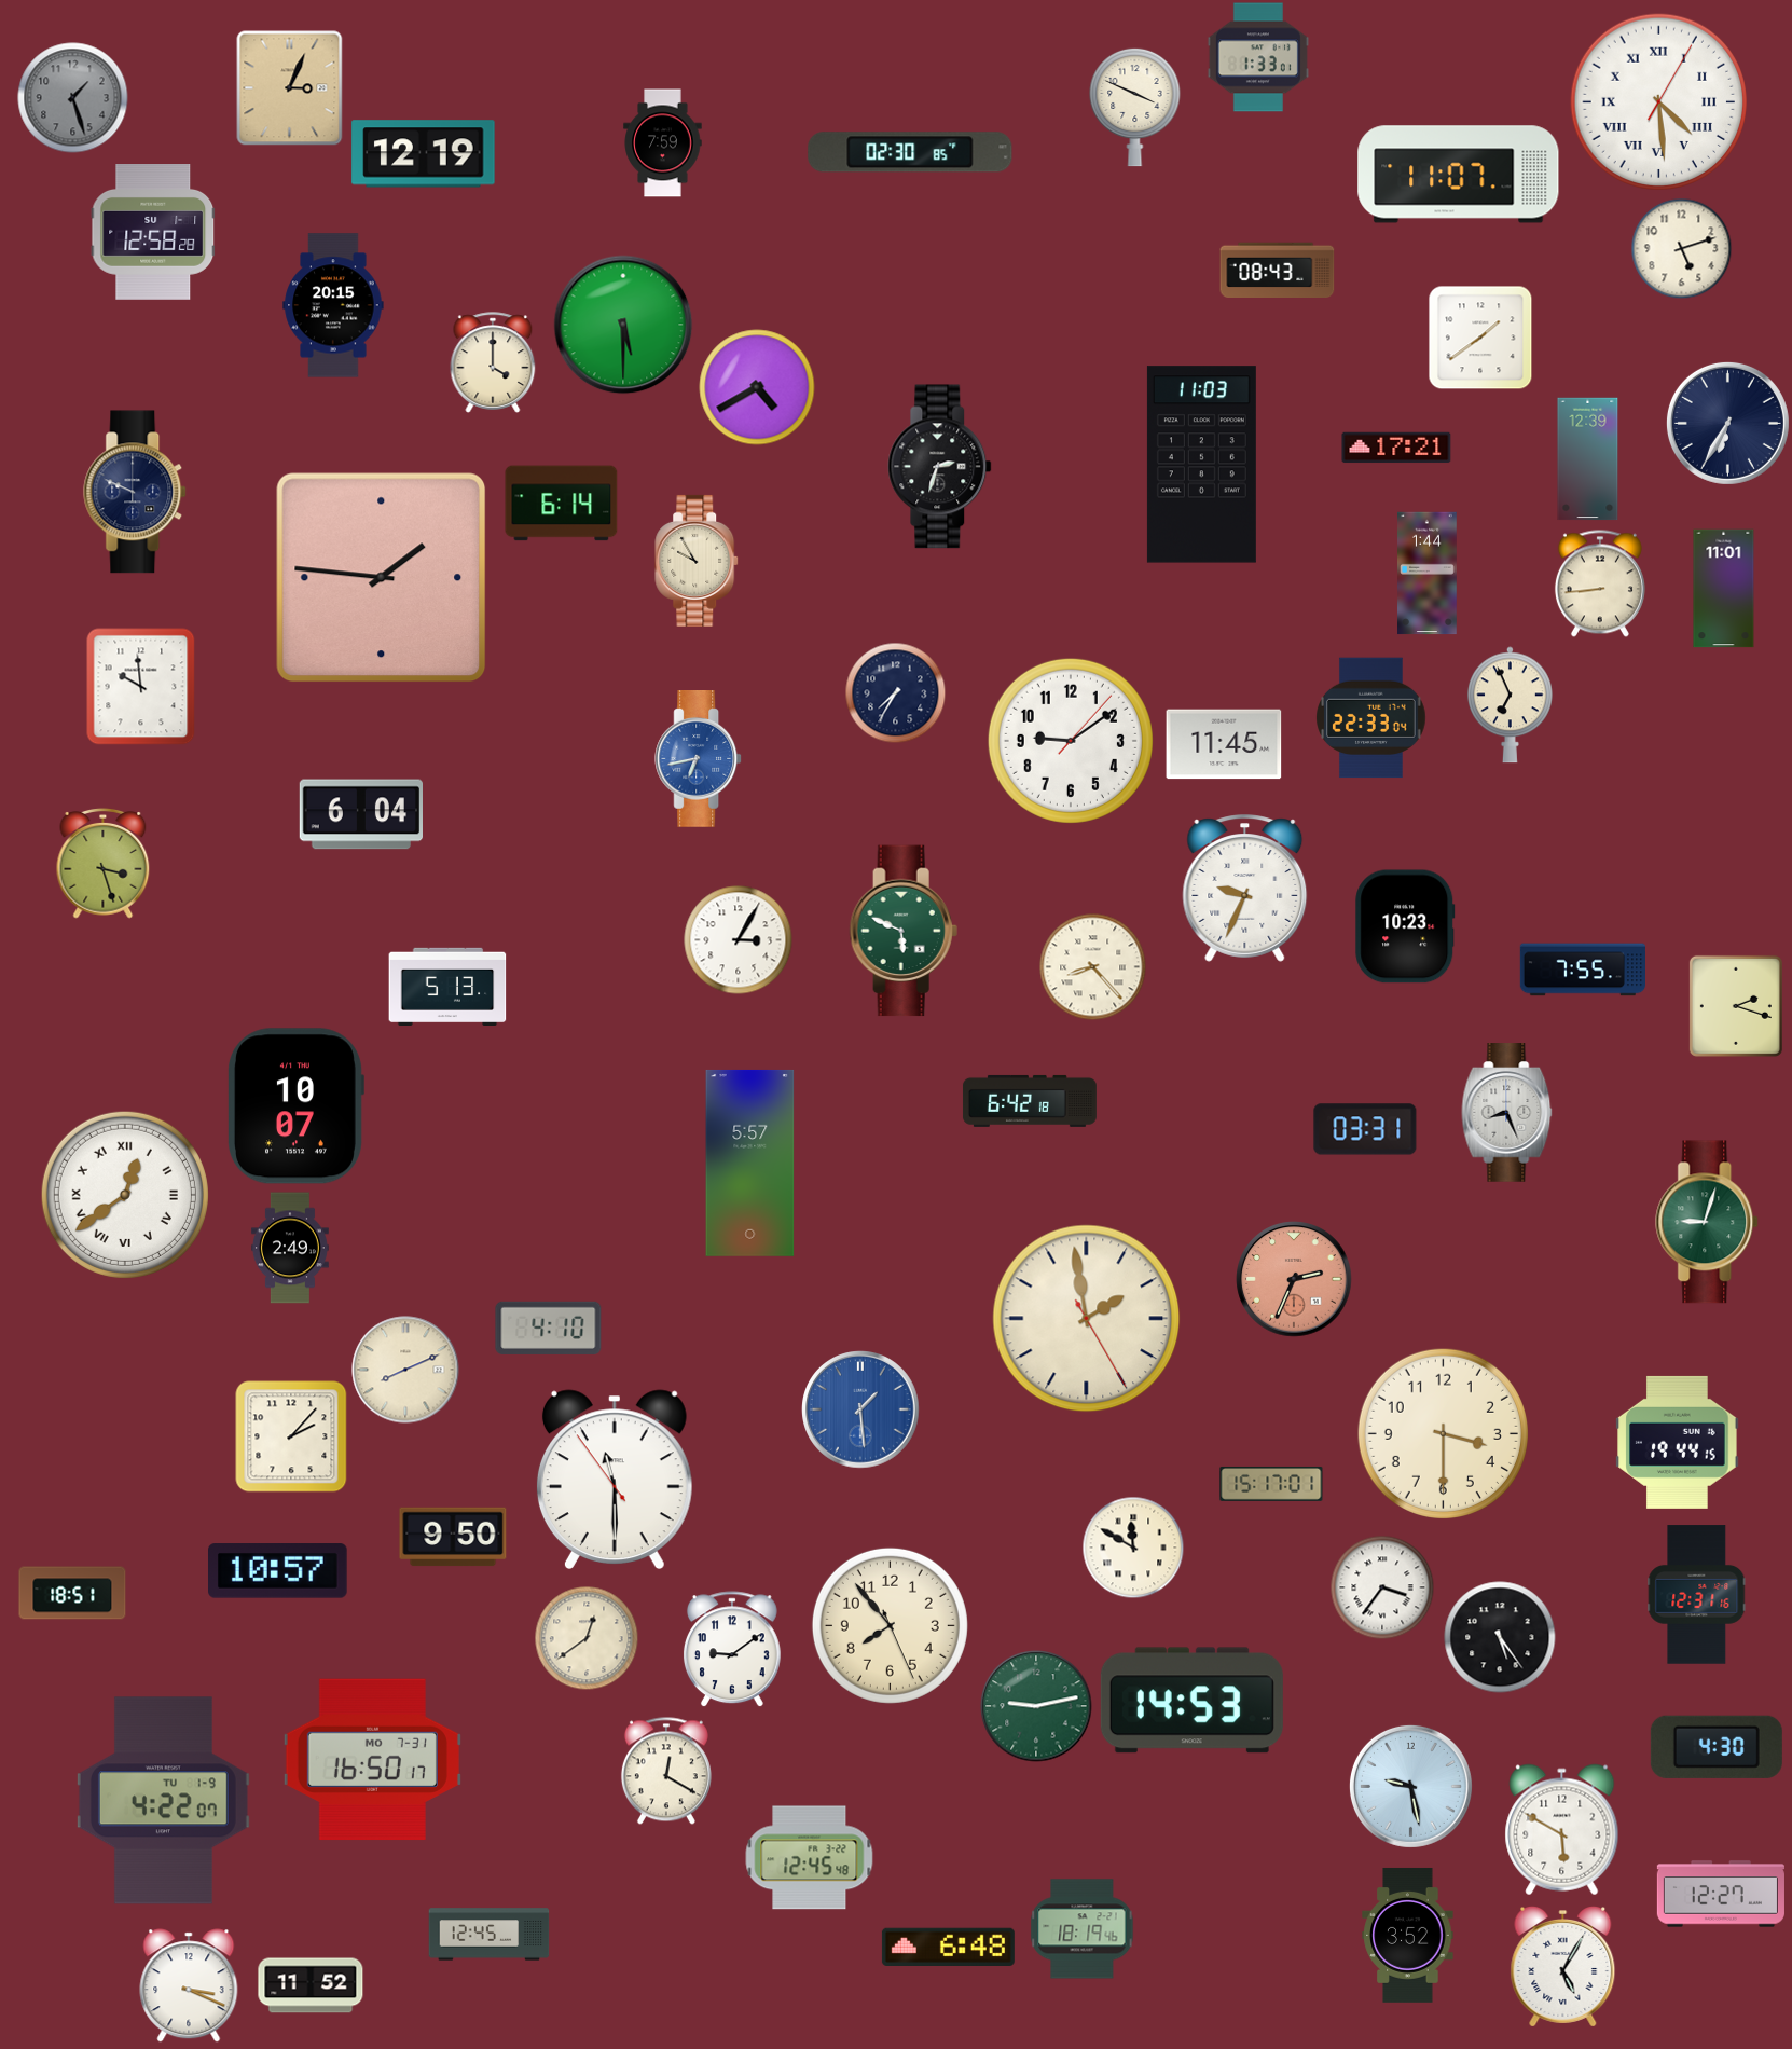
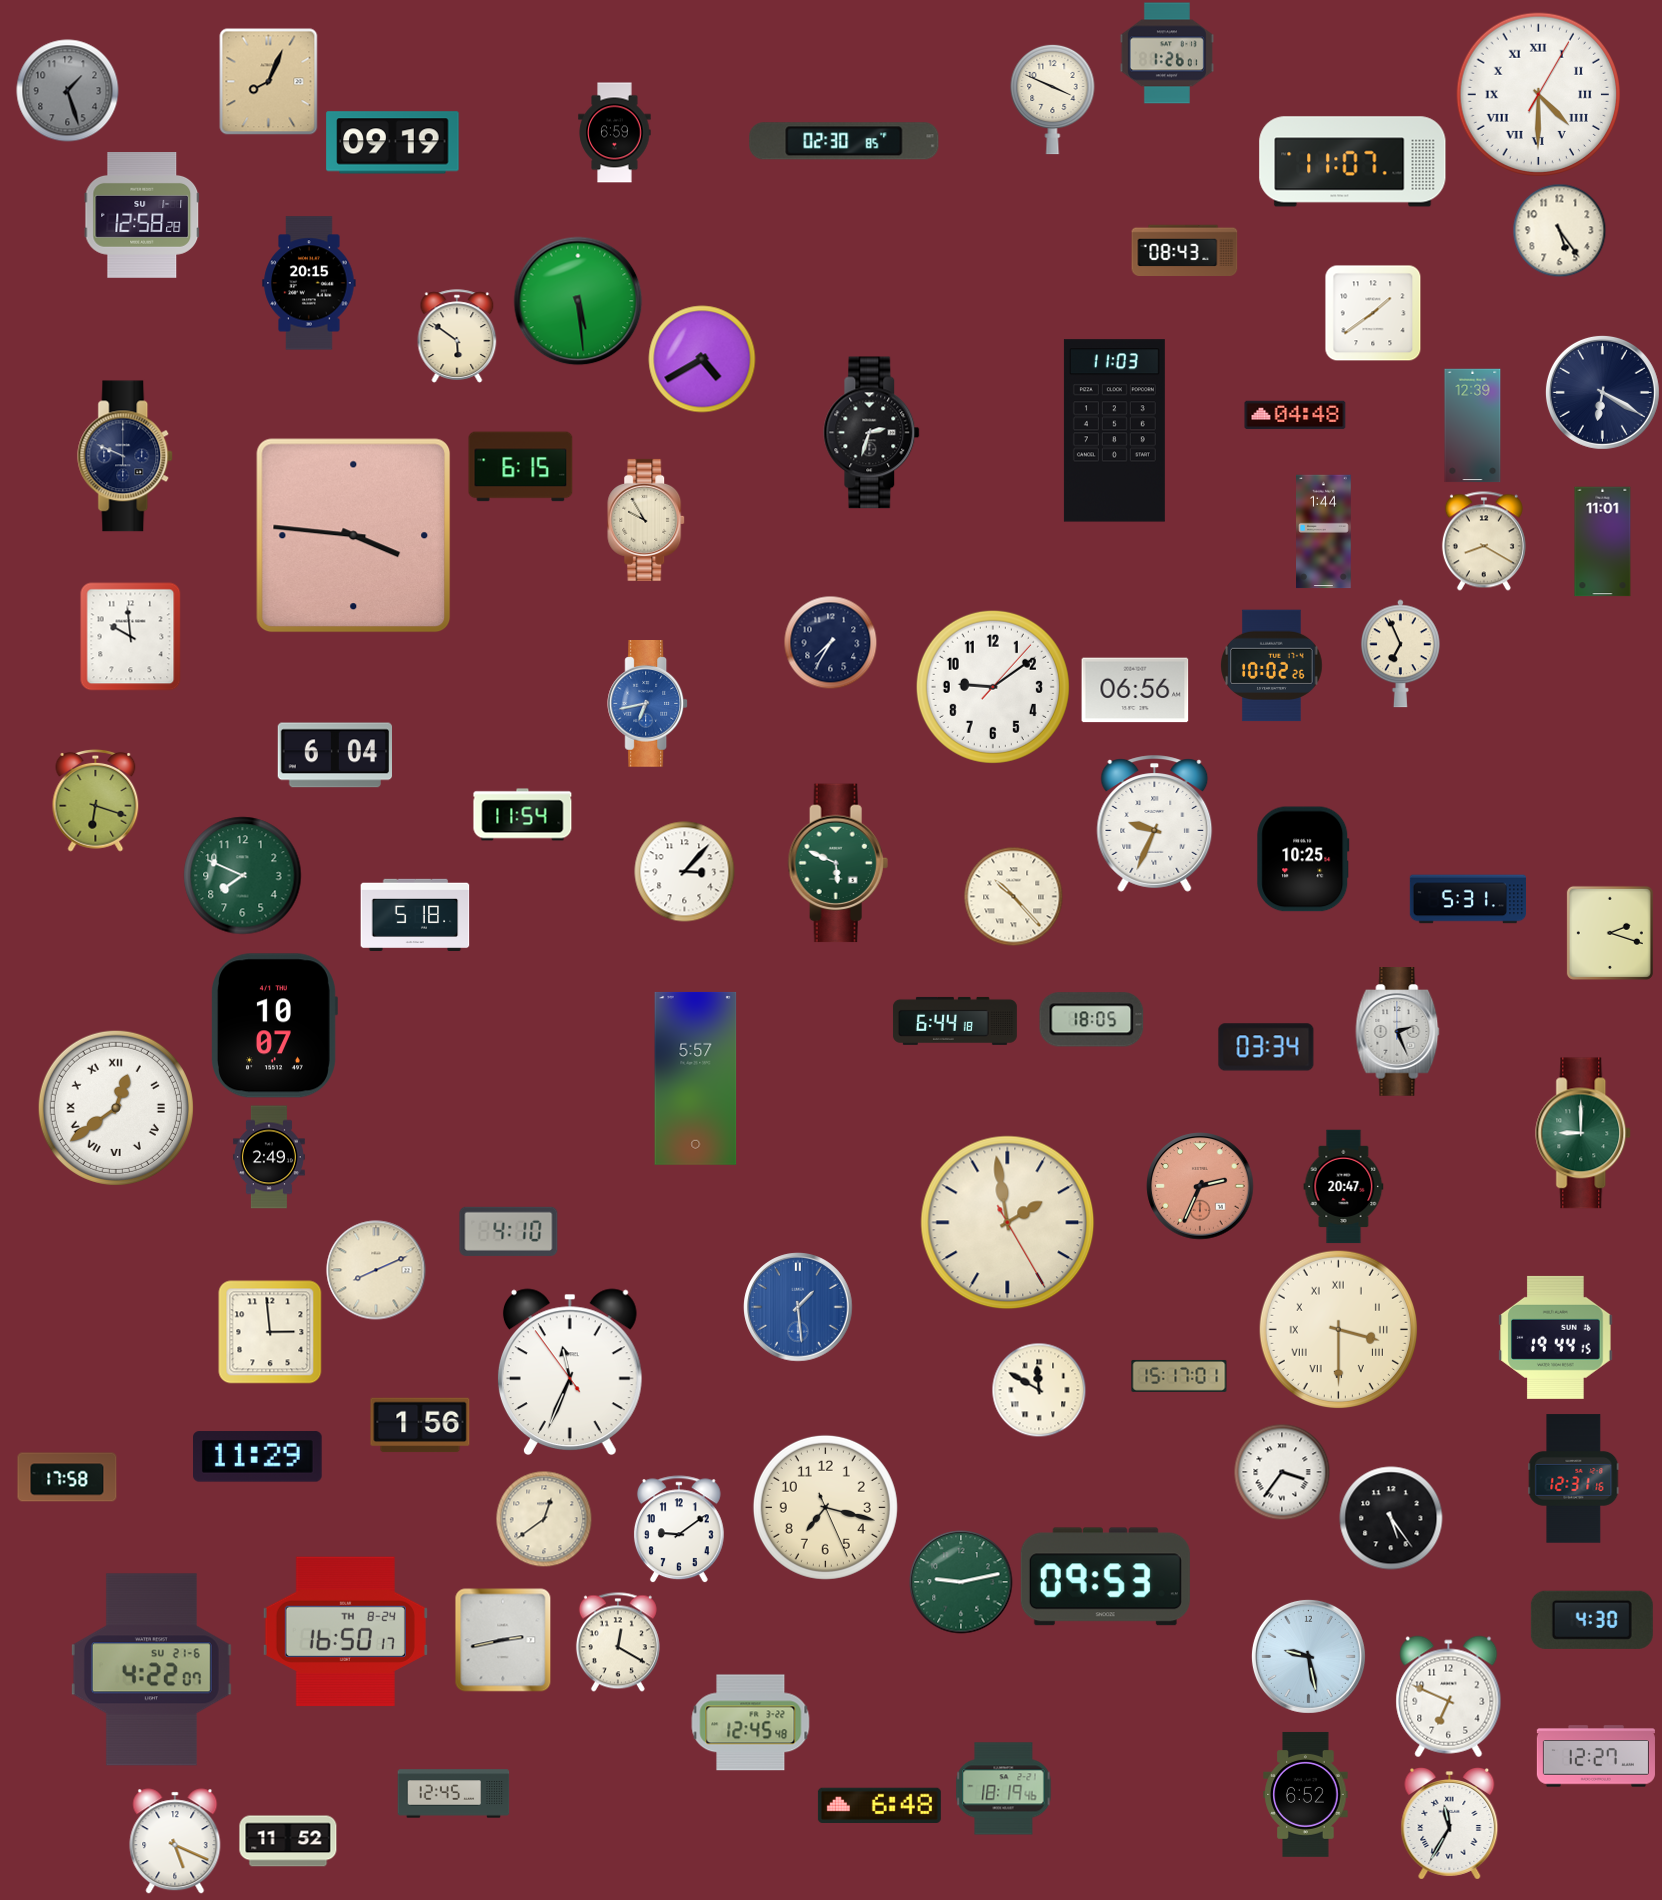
clock at (1258, 57): 1:33 -> 1:26
clock at (290, 88): 3:04 -> 8:04
clock at (1658, 101): 4:29 -> 4:30
clock at (663, 143): 7:59 -> 6:59
clock at (424, 154): 12:19 -> 09:19
clock at (1681, 248): 5:12 -> 5:24
clock at (623, 325): 5:30 -> 5:29
clock at (493, 362): 4:00 -> 5:51
clock at (1727, 423): 6:35 -> 6:20
clock at (1396, 448): 17:21 -> 04:48
clock at (562, 504): 6:14 -> 6:15
clock at (382, 578): 1:46 -> 3:46
clock at (1600, 583): 8:44 -> 8:20
clock at (1724, 589) position: (1724, 589) -> (1603, 542)
clock at (1371, 718): 22:33 -> 10:02
clock at (1224, 744): 11:45 -> 06:56
clock at (104, 864): 3:27 -> 6:18
clock at (523, 815): none -> 11:54
clock at (1405, 926): 10:23 -> 10:25
clock at (739, 940): 3:05 -> 3:07
clock at (243, 876): none -> 7:49
clock at (1093, 967): 8:23 -> 10:23
clock at (1582, 970): 7:55 -> 5:31
clock at (447, 986): 5:13 -> 5:18
clock at (1092, 1020): none -> 18:05
clock at (1030, 1101): 6:42 -> 6:44
clock at (1507, 1113): 8:26 -> 2:26
clock at (1365, 1129): 03:31 -> 03:34
clock at (1708, 1222): 9:03 -> 9:00
clock at (1344, 1187): none -> 20:47
clock at (1443, 1433) numerals: Arabic -> Roman
clock at (291, 1436): 2:07 -> 2:59
clock at (615, 1479): 11:29 -> 11:33
clock at (453, 1537): 9:50 -> 1:56
clock at (1133, 1548) position: (1133, 1548) -> (1039, 1390)
clock at (278, 1571): 10:57 -> 11:29
clock at (72, 1593): 18:51 -> 17:58
clock at (890, 1625): 7:53 -> 7:17
clock at (1191, 1701): 14:53 -> 09:53
clock at (372, 1760) date: MO 7-31 -> TH 8-24
clock at (503, 1640): none -> 2:43
clock at (163, 1801) date: TU 1-9 -> SU 21-6
clock at (1562, 1830): 5:50 -> 6:49
clock at (1408, 1936): 3:52 -> 6:52
clock at (1563, 1967): 5:05 -> 11:35
clock at (189, 1985): 3:19 -> 5:19
